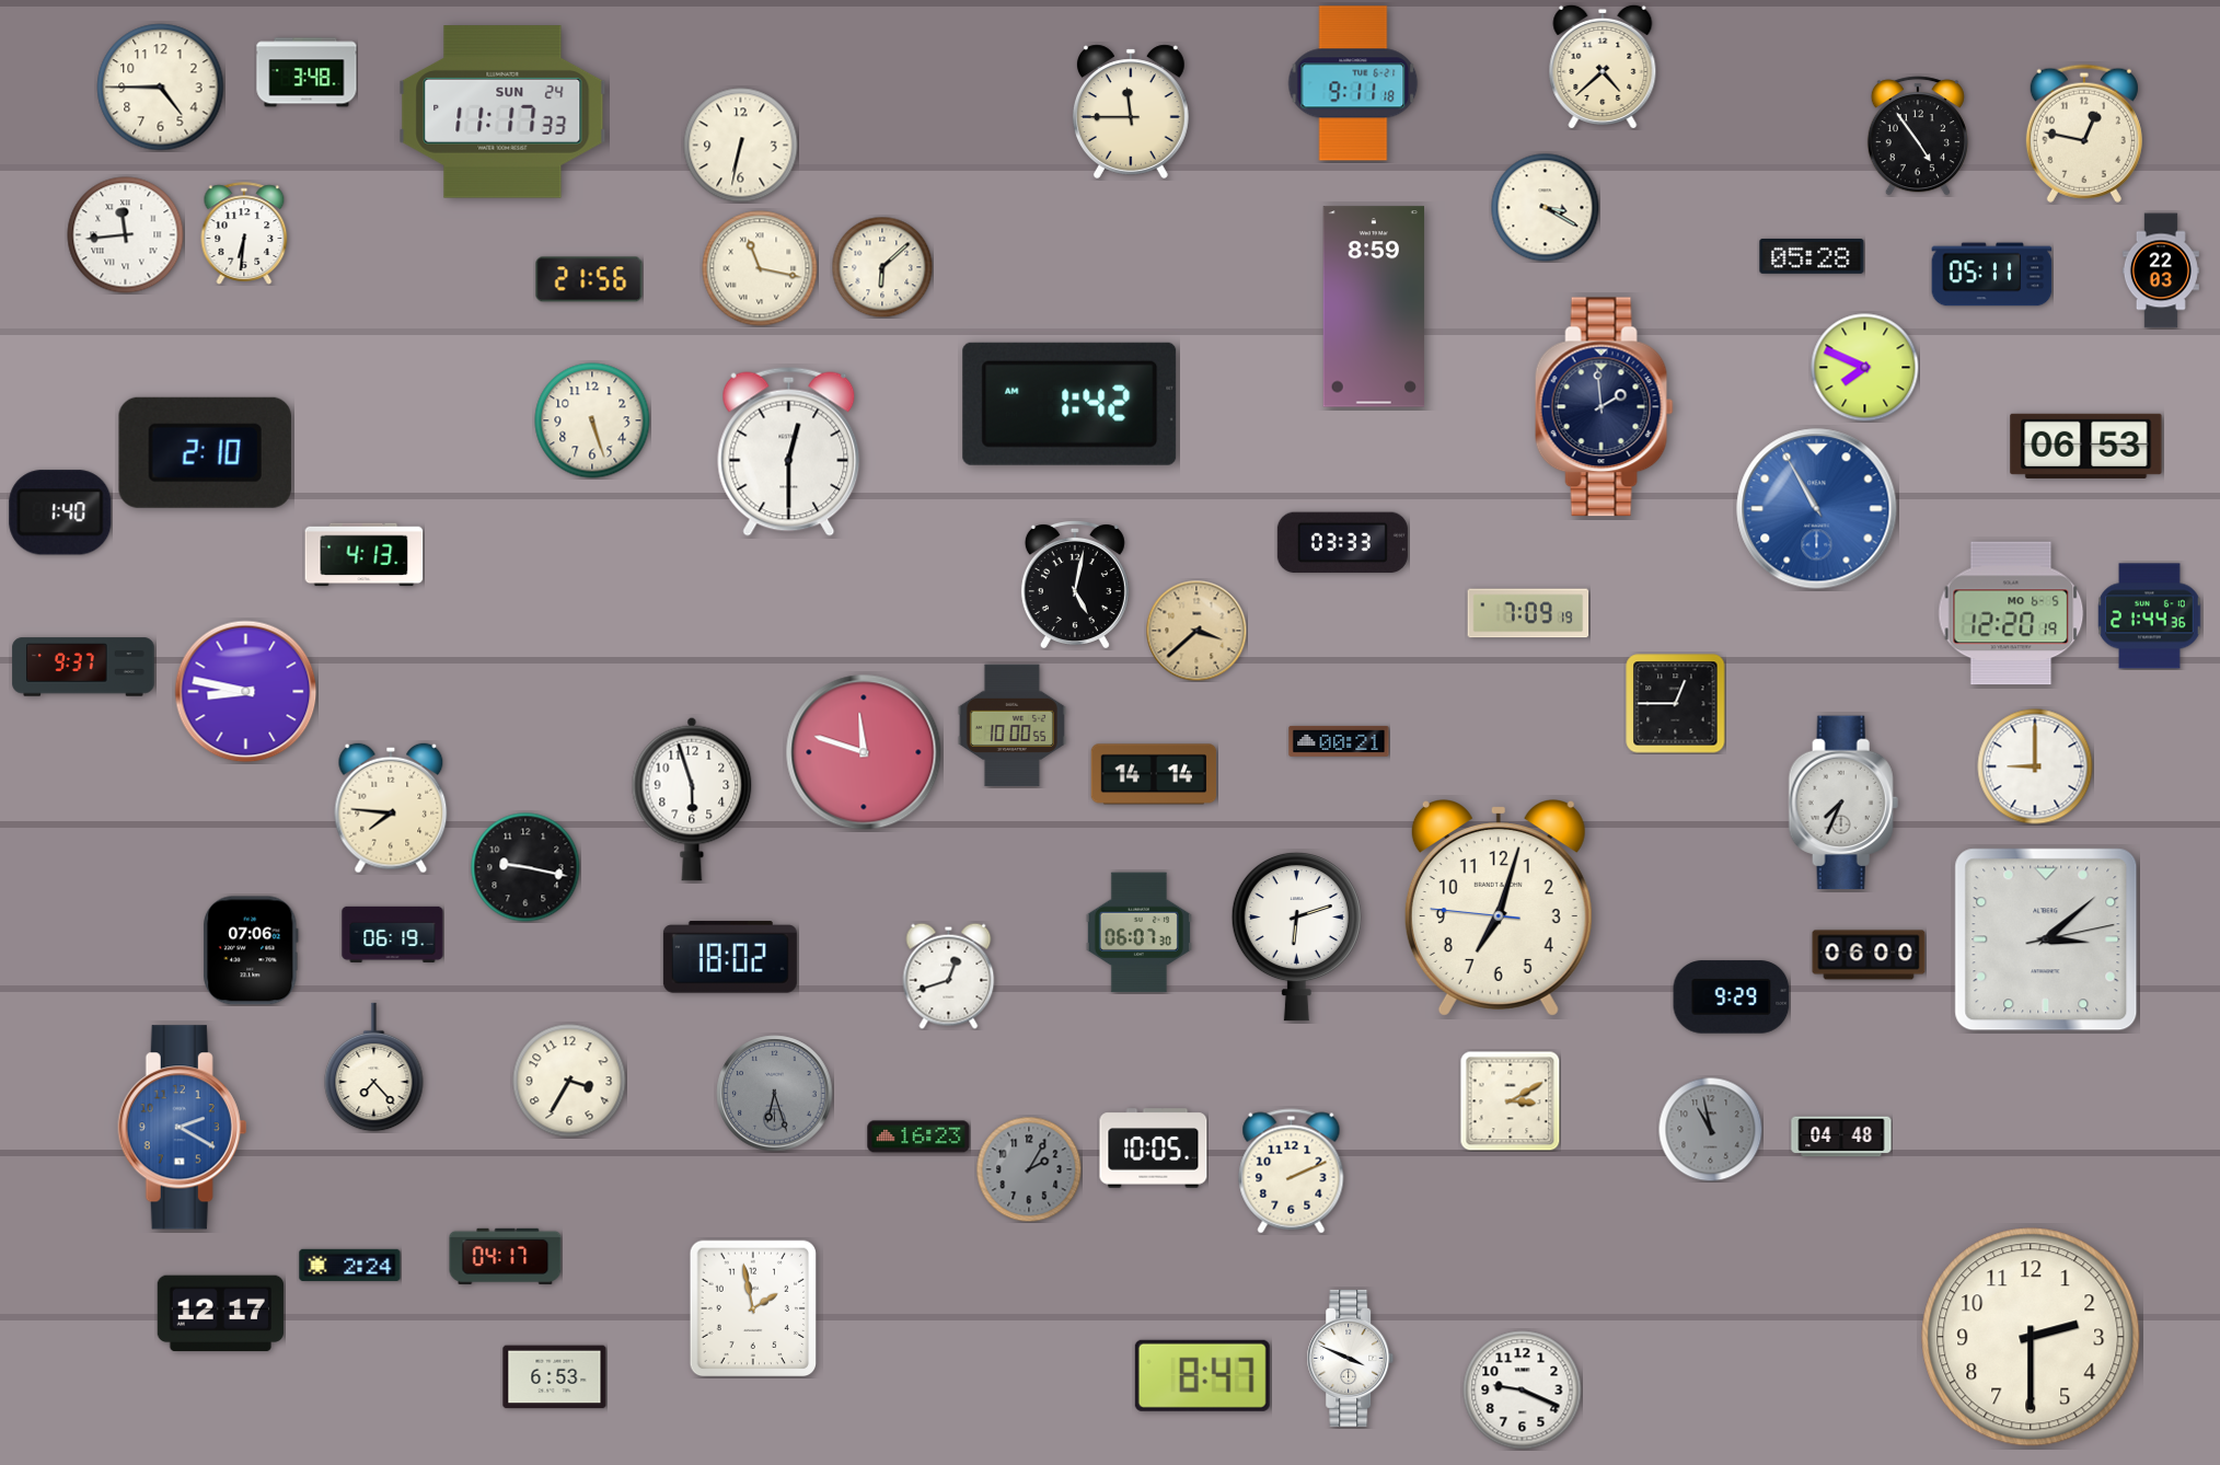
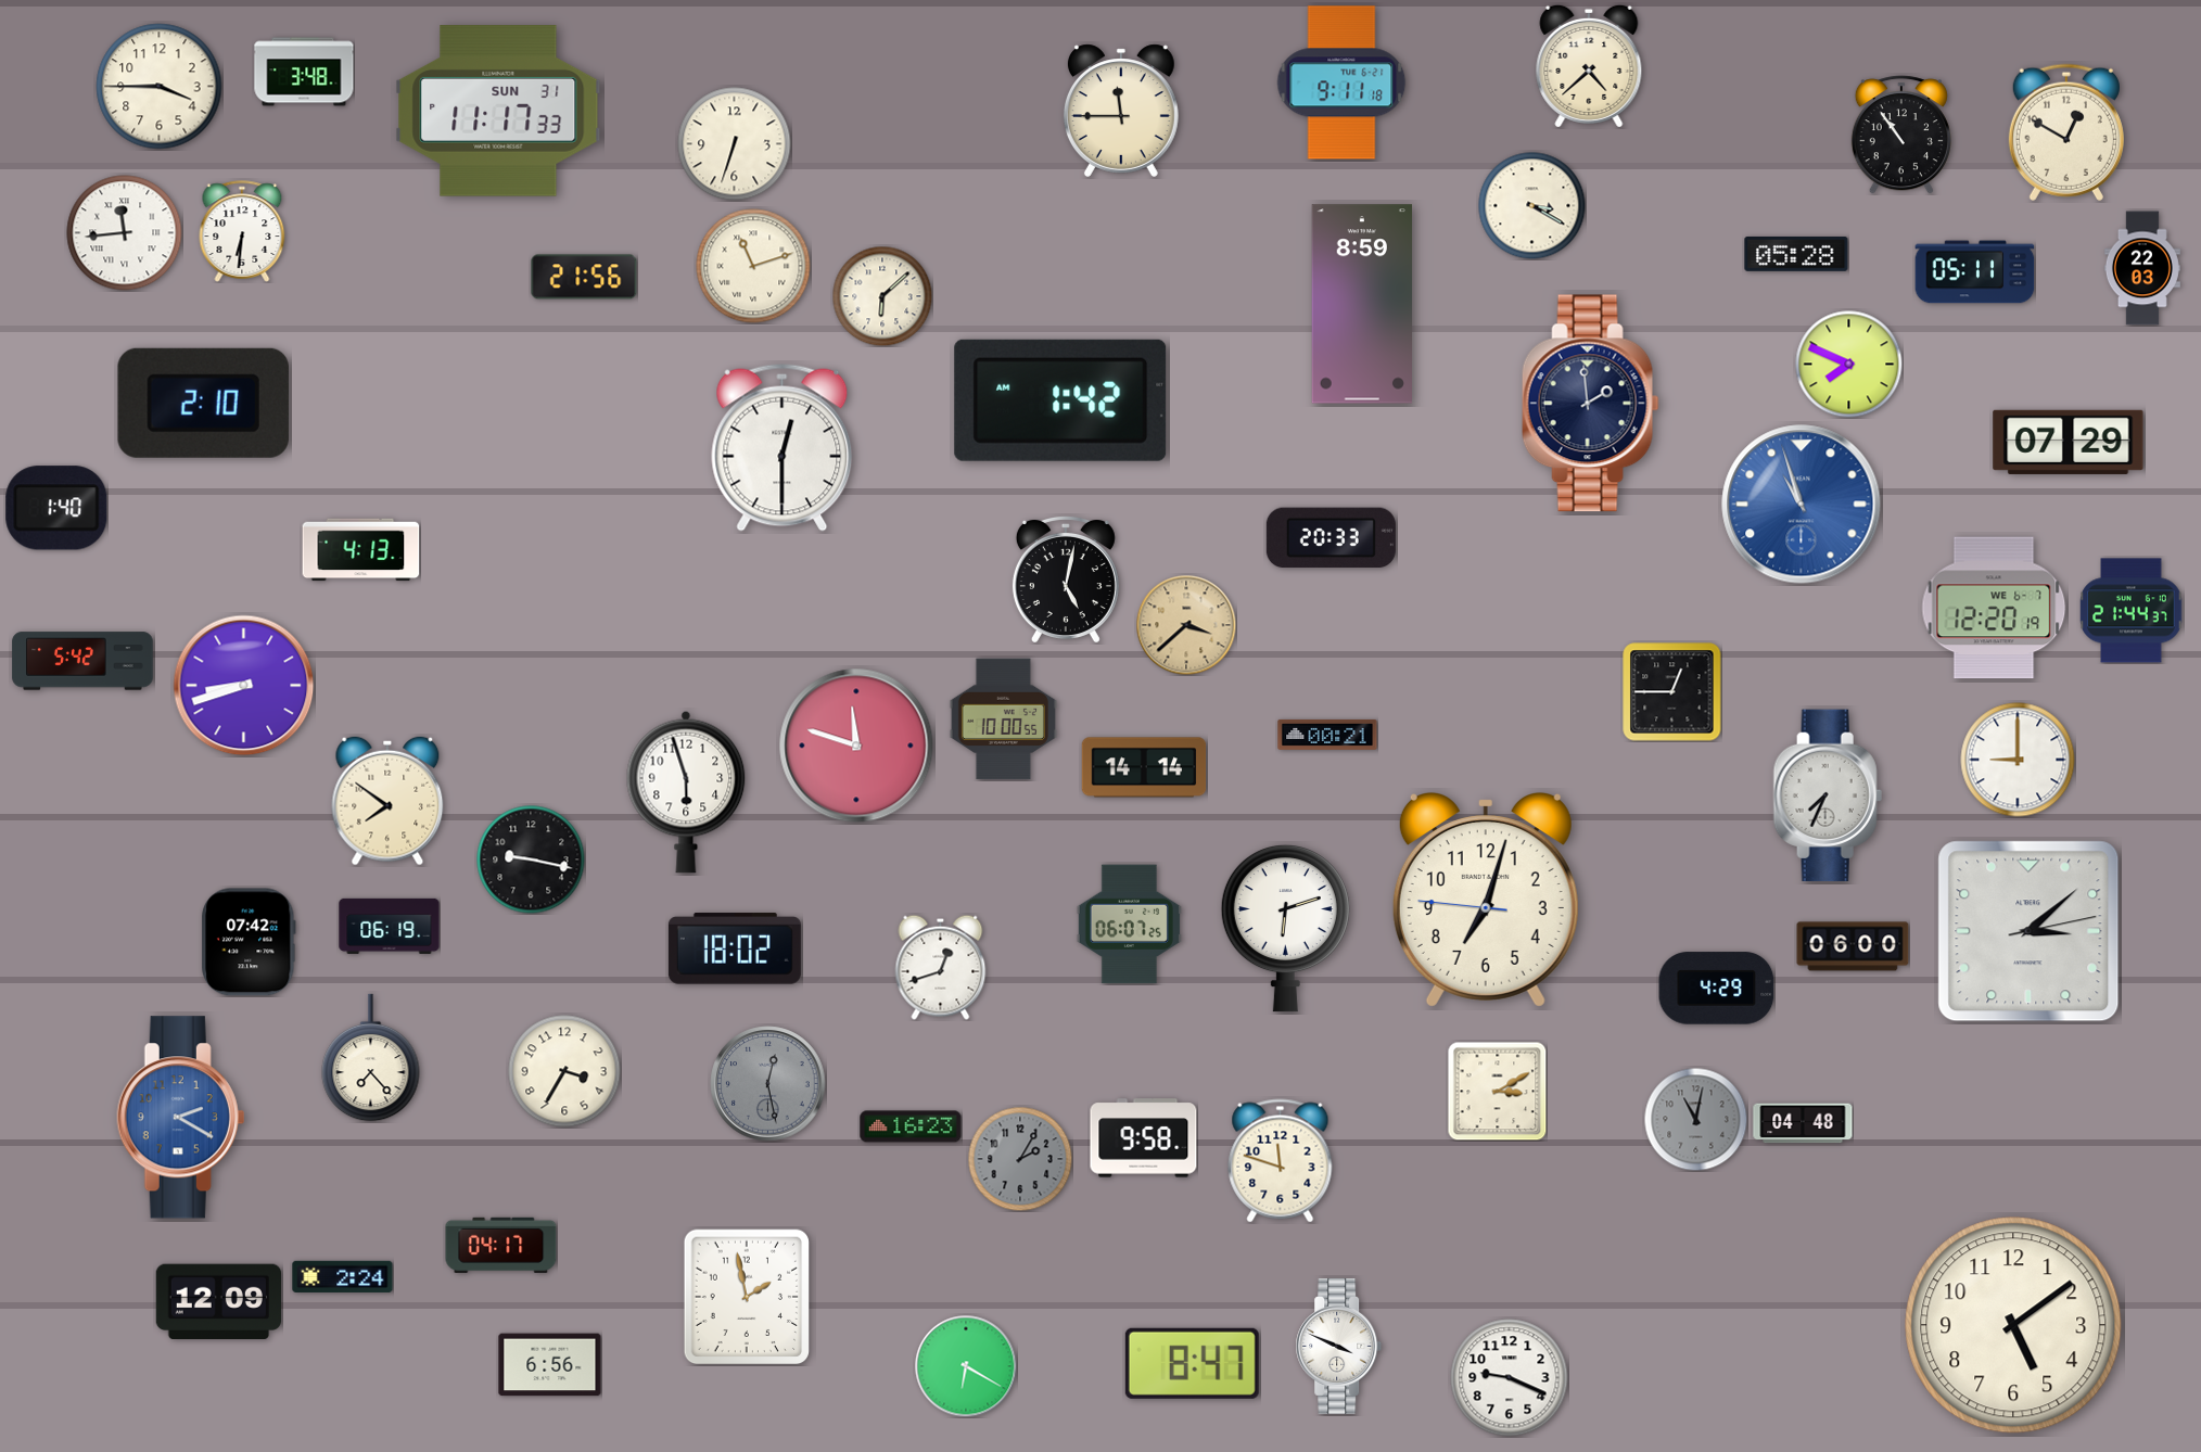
clock at (161, 88): 4:45 -> 3:45
clock at (502, 112) date: SUN 24 -> SUN 31
clock at (2084, 134): 12:47 -> 12:50
clock at (1918, 136): 4:54 -> 10:54
clock at (741, 146): 6:32 -> 6:33
clock at (882, 267) position: (882, 267) -> (882, 296)
clock at (760, 268): 11:17 -> 11:12
clock at (592, 420): 5:27 -> none
clock at (2086, 446): 06:53 -> 07:29
clock at (205, 452) position: (205, 452) -> (203, 403)
clock at (1817, 509): 10:55 -> 10:57
clock at (60, 512) position: (60, 512) -> (56, 508)
clock at (1342, 543): 03:33 -> 20:33
clock at (1528, 613): 7:09 -> none
clock at (2011, 613) date: MO 6-5 -> WE 6-7
clock at (2150, 616): 21:44:36 -> 21:44:37
clock at (83, 667): 9:37 -> 5:42
clock at (246, 692): 8:47 -> 8:42
clock at (1676, 704) position: (1676, 704) -> (1672, 692)
clock at (391, 808): 7:46 -> 7:51
clock at (525, 867) position: (525, 867) -> (531, 859)
clock at (1138, 933): 06:07:30 -> 06:07:25
clock at (251, 950): 07:06 -> 07:42
clock at (730, 957) position: (730, 957) -> (735, 948)
clock at (1732, 997): 9:29 -> 4:29
clock at (775, 1094): 6:27 -> 12:28
clock at (1710, 1129): 10:58 -> 11:02
clock at (1841, 1137) position: (1841, 1137) -> (1803, 1123)
clock at (1154, 1149): 10:05 -> 9:58
clock at (1292, 1172): 2:11 -> 11:48
clock at (350, 1265) position: (350, 1265) -> (343, 1276)
clock at (220, 1313): 12:17 -> 12:09
clock at (2031, 1337): 2:30 -> 5:09
clock at (555, 1377): 6:53 -> 6:56
clock at (966, 1366): none -> 6:20
